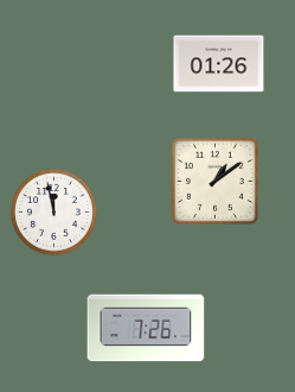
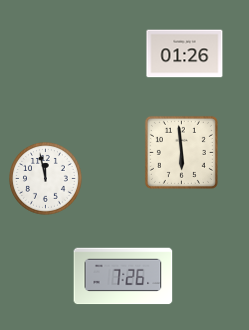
clock at (214, 181): 1:09 -> 5:59
